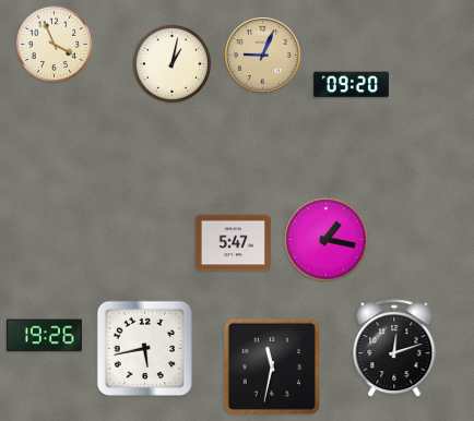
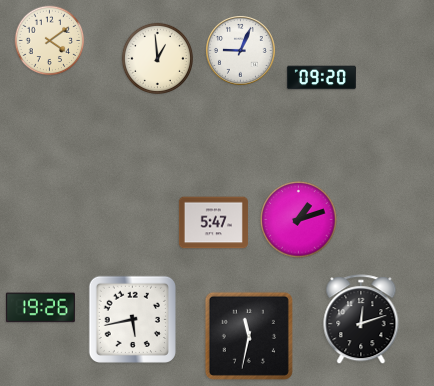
clock at (55, 45): 3:56 -> 4:09
clock at (263, 56) dial: champagne -> white
clock at (171, 63): 1:02 -> 12:59
clock at (327, 240): 1:17 -> 1:12
